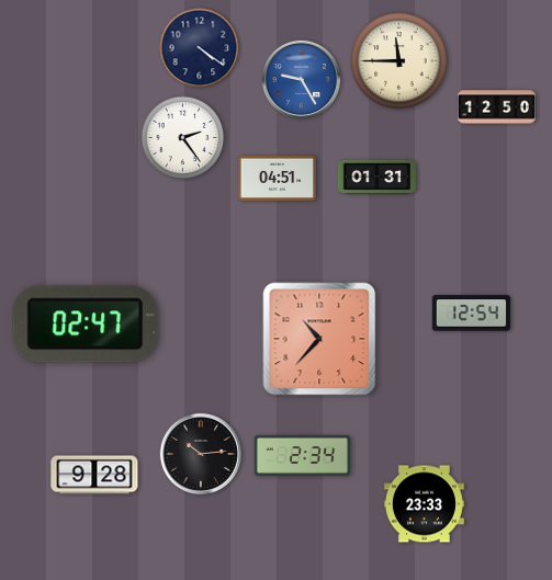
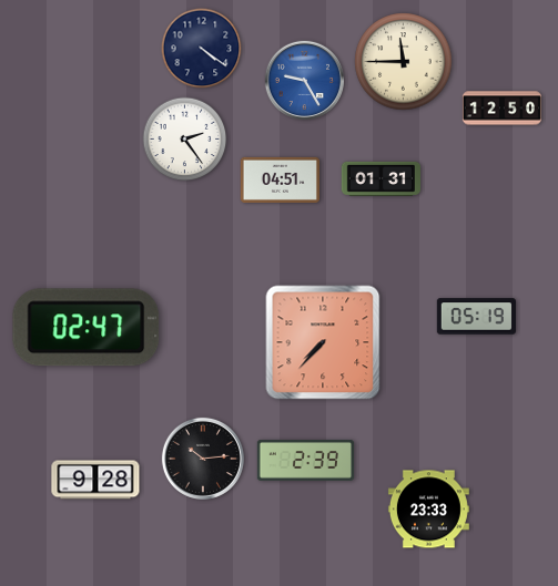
clock at (471, 314): 12:54 -> 05:19
clock at (319, 339): 10:37 -> 7:37
clock at (302, 455): 2:34 -> 2:39
